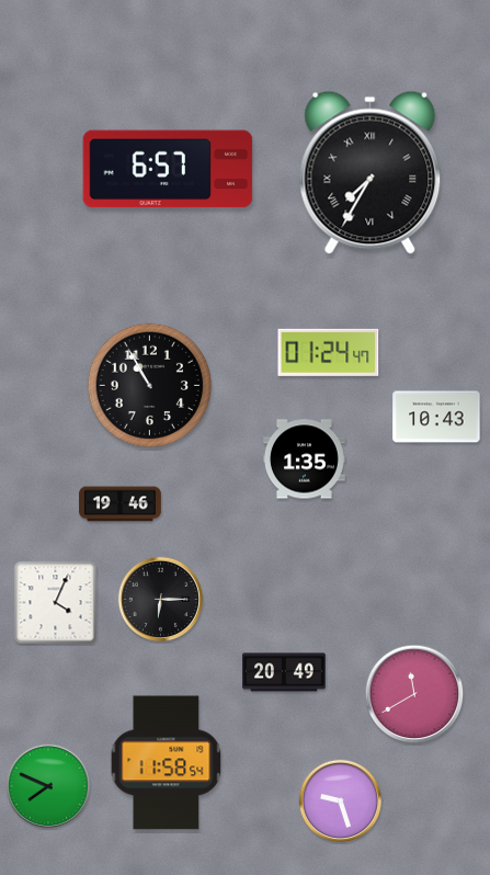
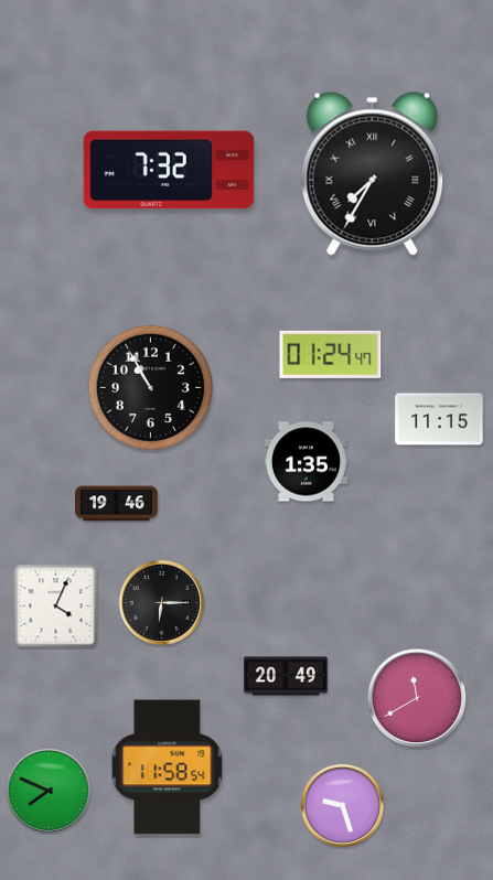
clock at (168, 169): 6:57 -> 7:32
clock at (436, 417): 10:43 -> 11:15
clock at (121, 504) position: (121, 504) -> (117, 504)
